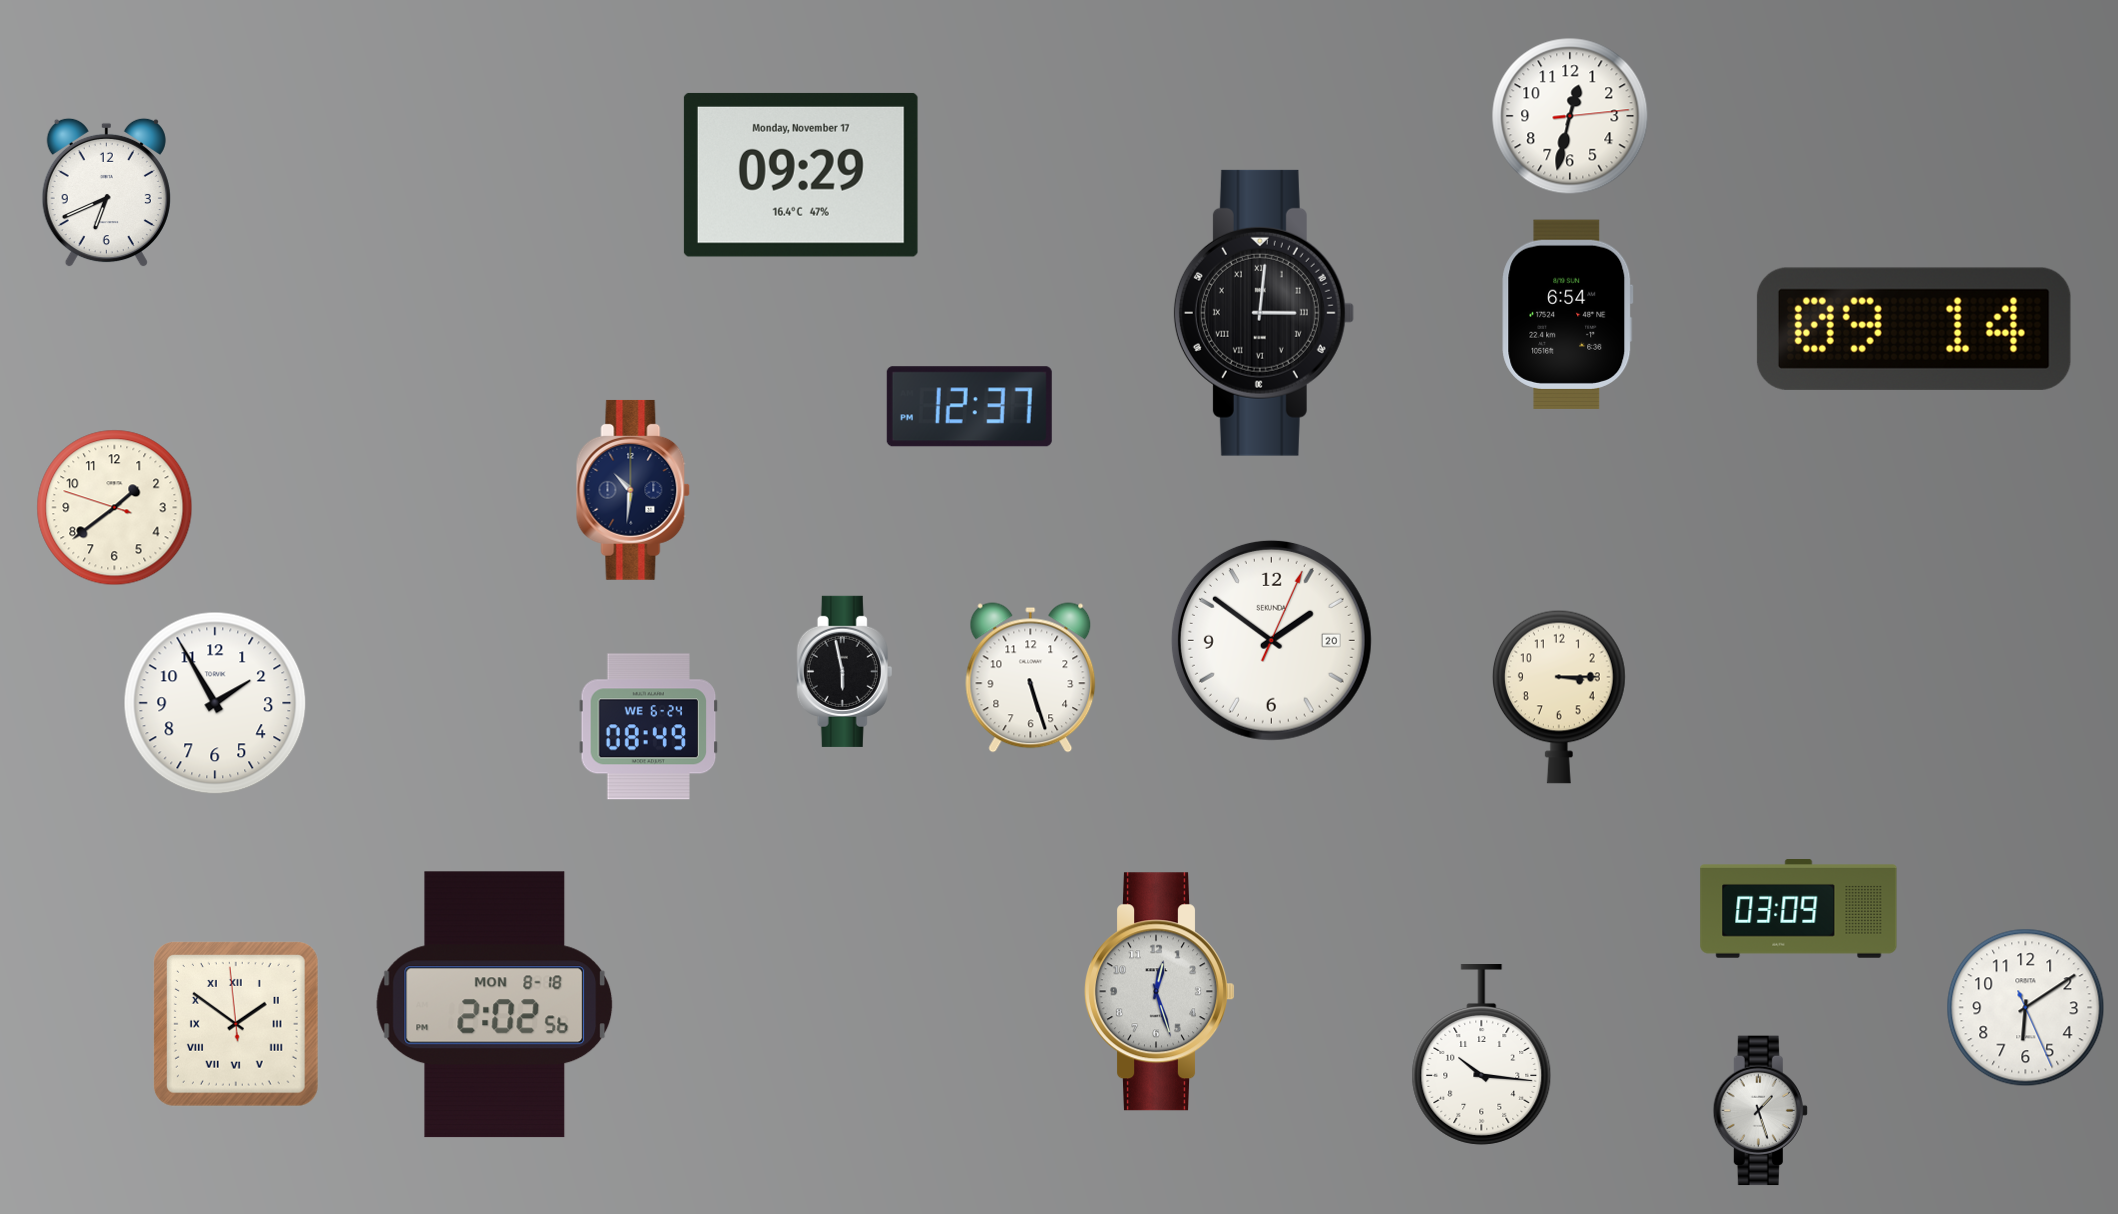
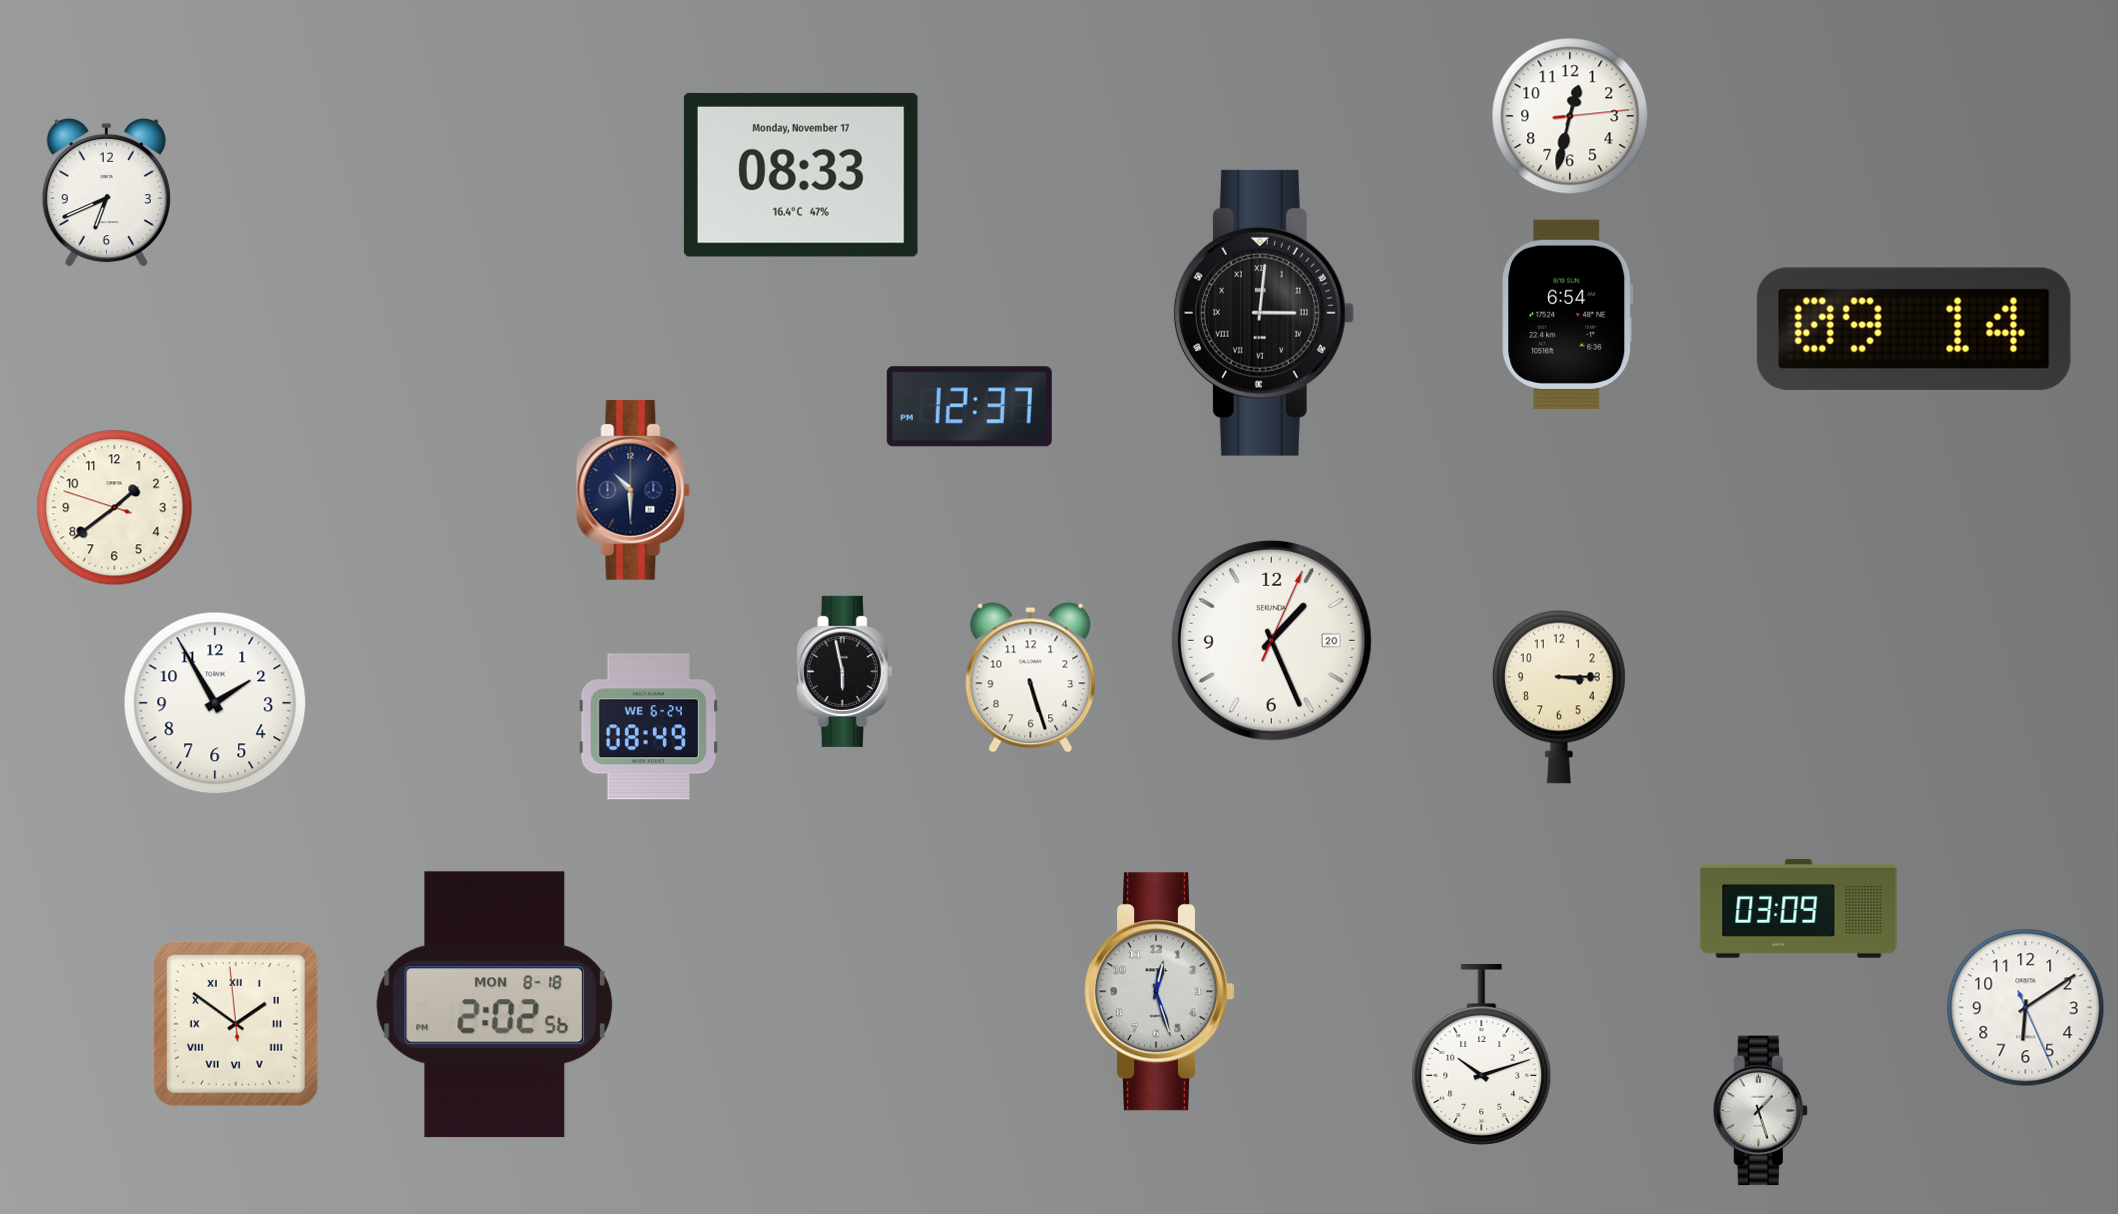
clock at (801, 175): 09:29 -> 08:33
clock at (633, 490): 10:31 -> 10:30
clock at (1271, 640): 1:51 -> 1:26
clock at (1482, 1055): 10:16 -> 10:12
